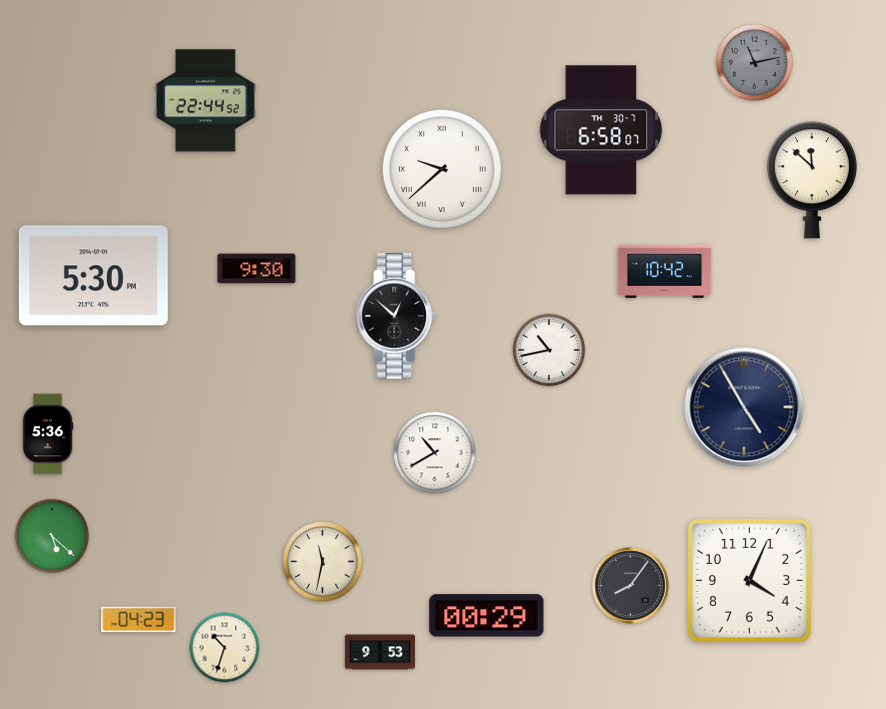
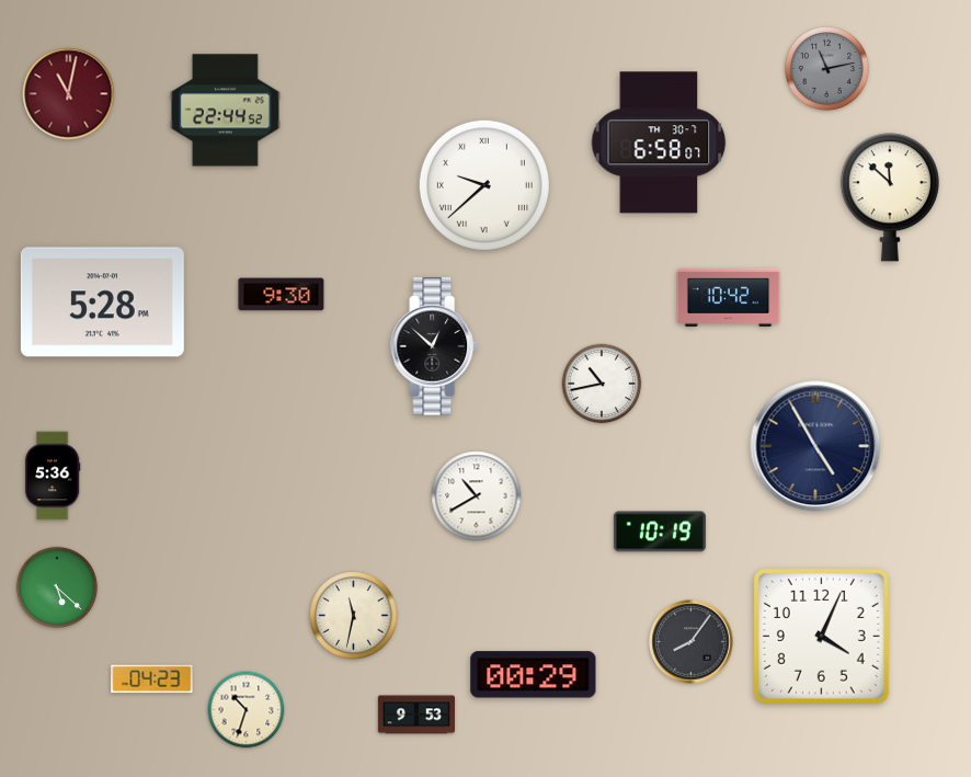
clock at (69, 94): none -> 11:02
clock at (93, 276): 5:30 -> 5:28
clock at (660, 532): none -> 10:19
